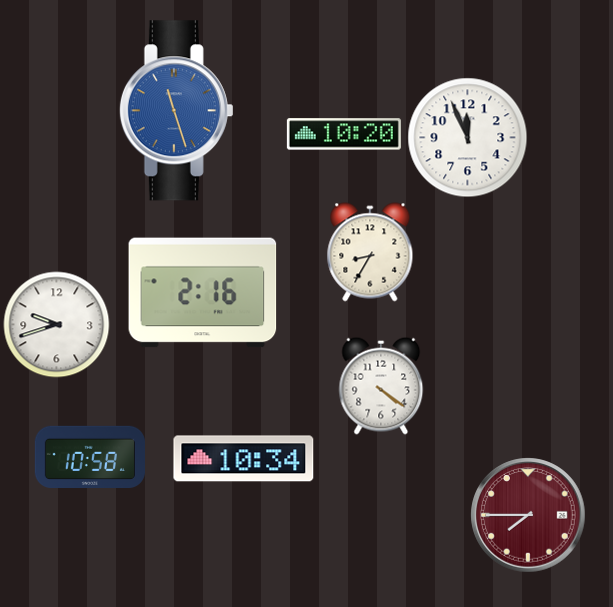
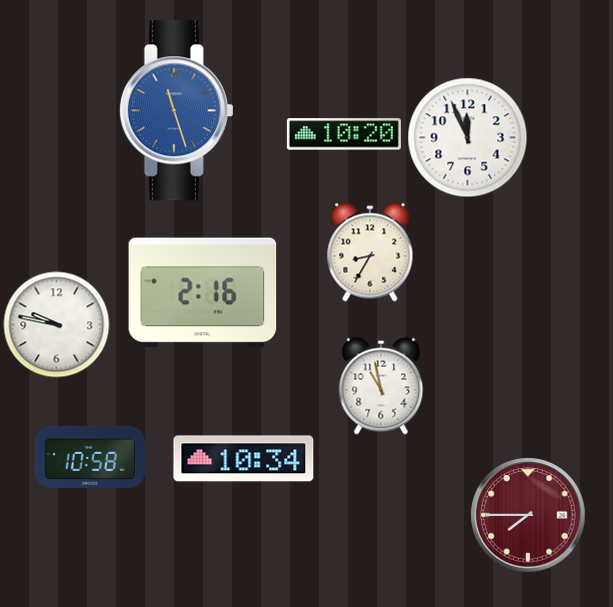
clock at (57, 325): 9:42 -> 9:47
clock at (381, 386): 4:21 -> 10:58
